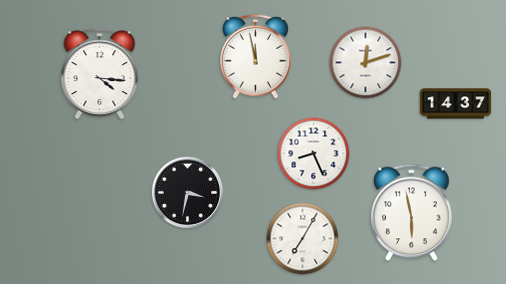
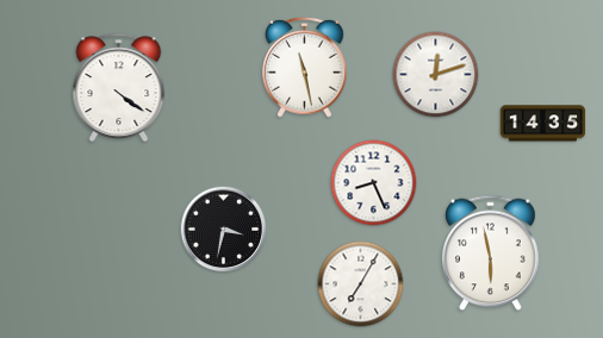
clock at (256, 56): 11:58 -> 11:28
clock at (100, 74): 4:16 -> 4:21
clock at (456, 104): 14:37 -> 14:35
